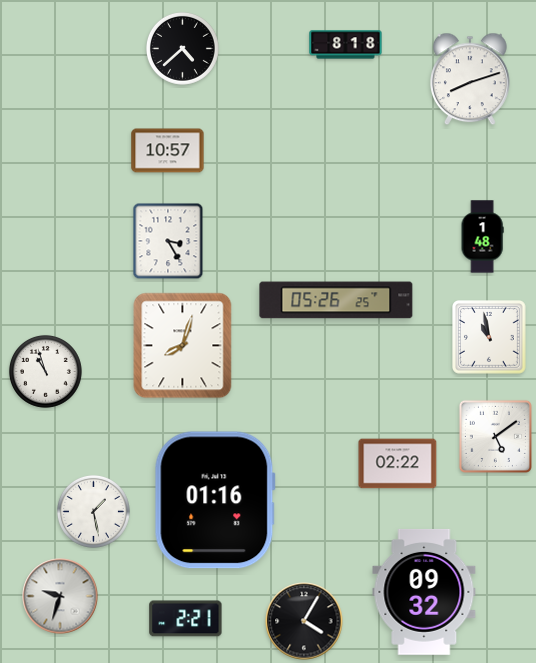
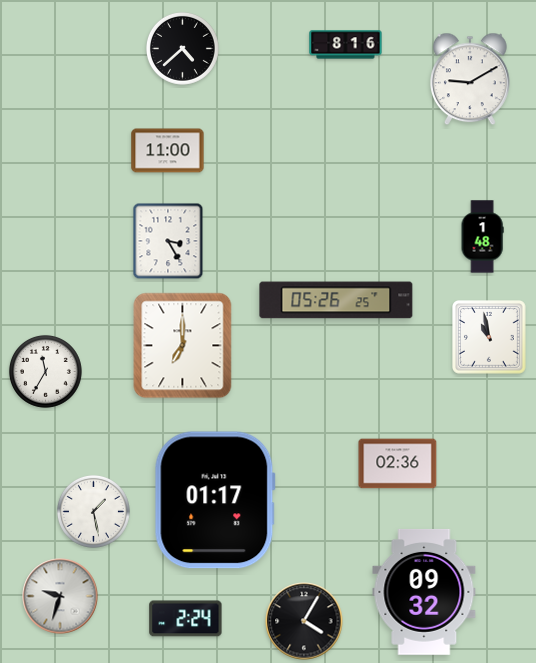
clock at (346, 45): 8:18 -> 8:16
clock at (471, 79): 8:12 -> 9:10
clock at (168, 151): 10:57 -> 11:00
clock at (183, 346): 8:03 -> 7:00
clock at (45, 371): 10:57 -> 11:35
clock at (495, 436): 5:09 -> none
clock at (398, 464): 02:22 -> 02:36
clock at (215, 500): 01:16 -> 01:17
clock at (186, 619): 2:21 -> 2:24
